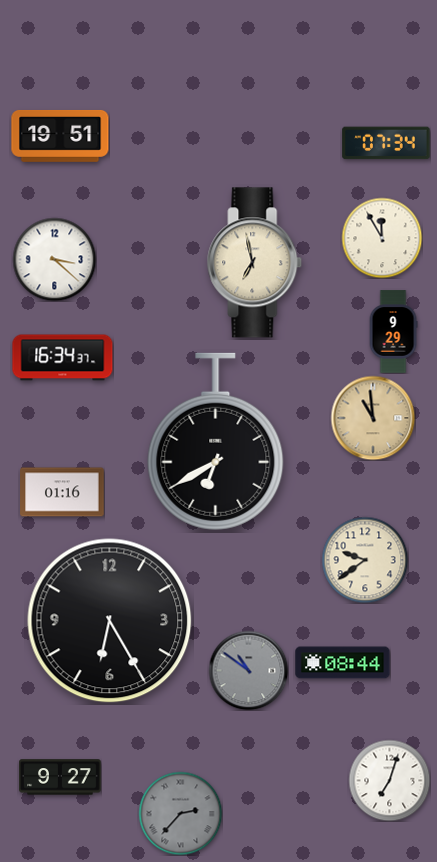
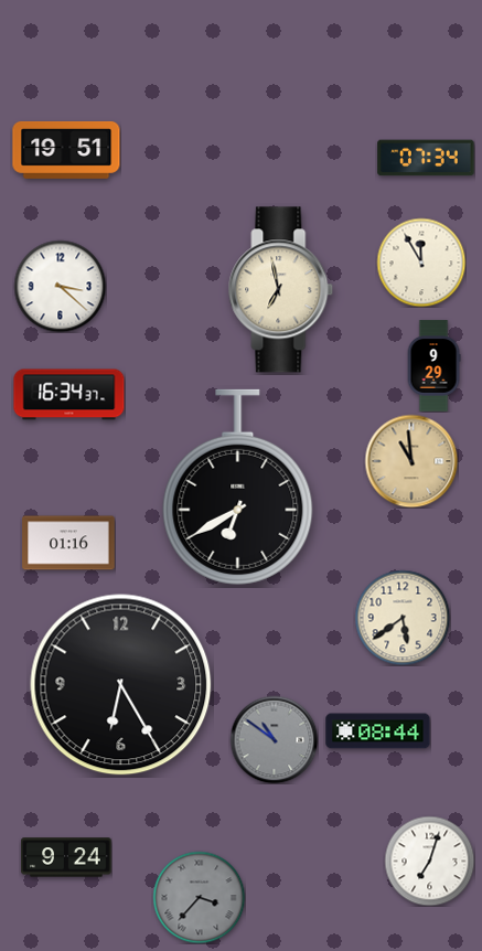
clock at (365, 560): 9:39 -> 5:39
clock at (60, 777): 9:27 -> 9:24
clock at (180, 813): 2:37 -> 3:37
